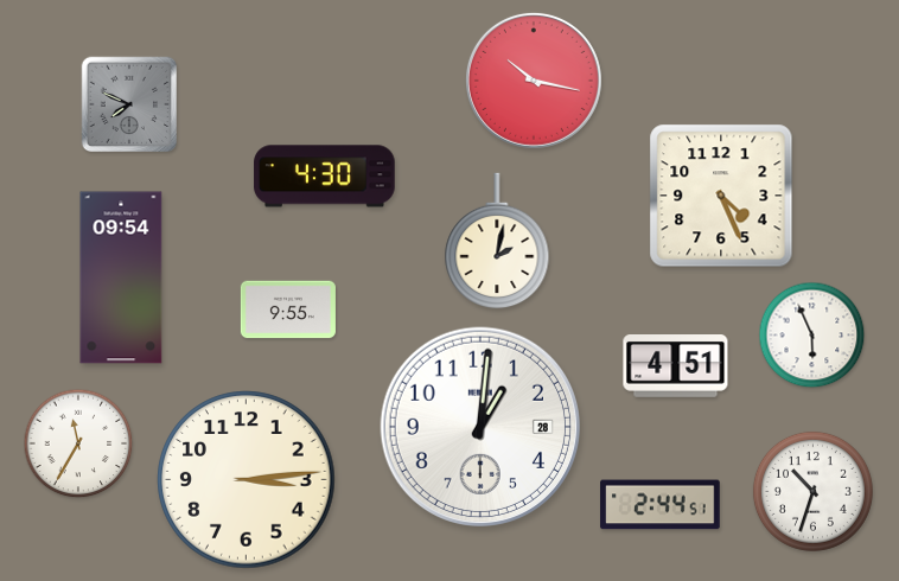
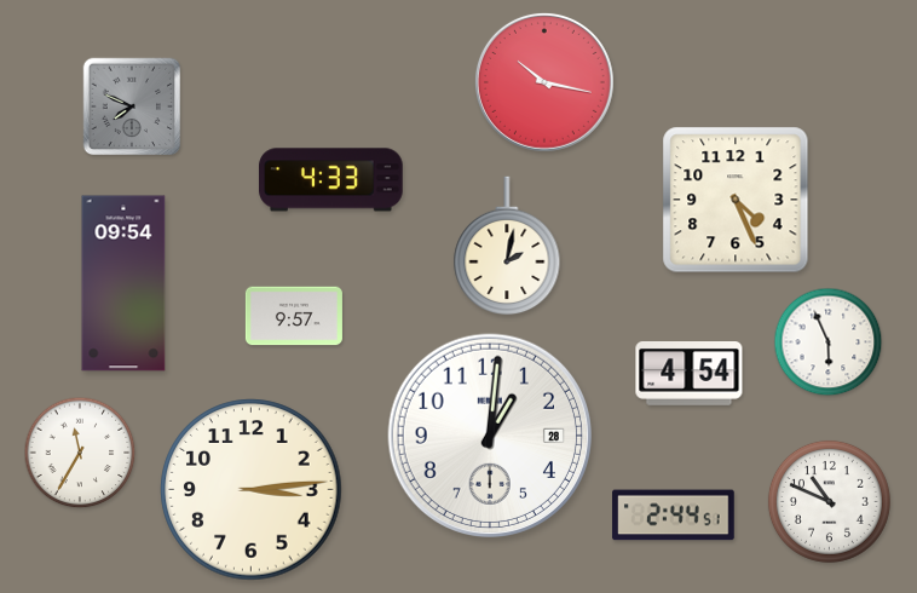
clock at (325, 177): 4:30 -> 4:33
clock at (288, 309): 9:55 -> 9:57
clock at (676, 366): 4:51 -> 4:54
clock at (812, 491): 10:33 -> 10:49
